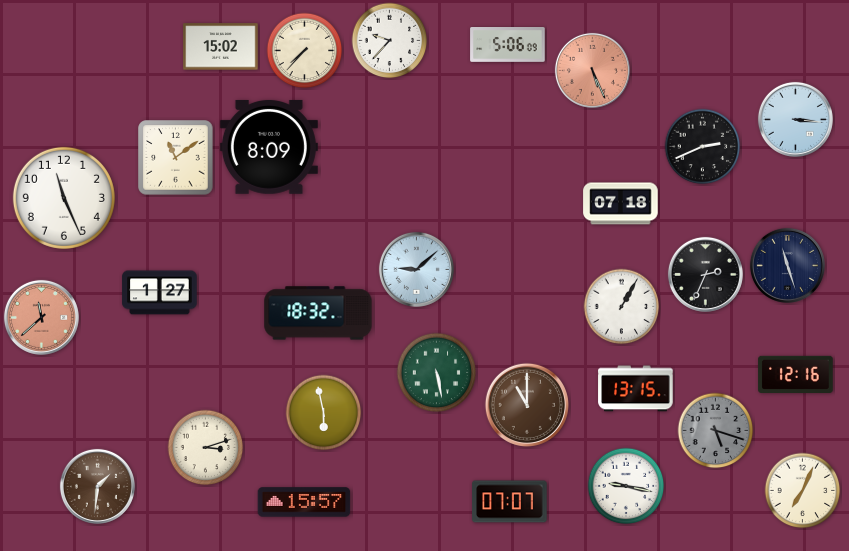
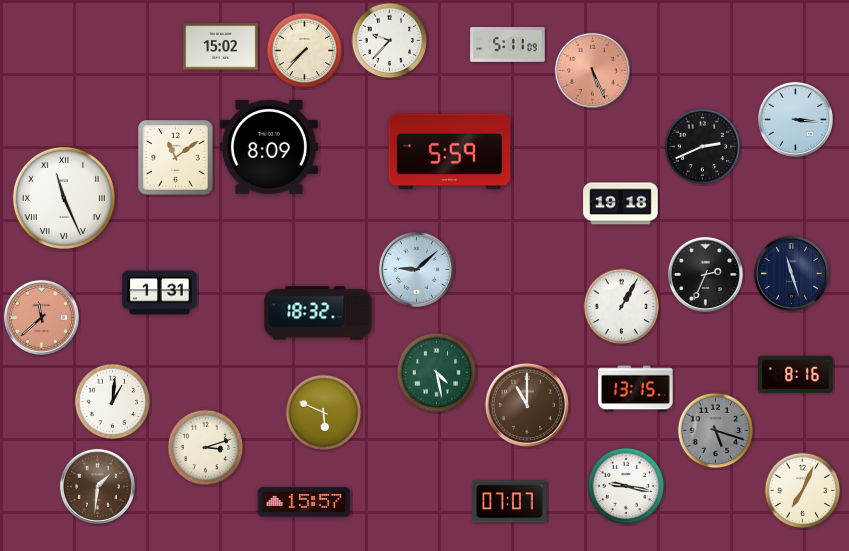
clock at (508, 45): 5:06 -> 5:11
clock at (450, 152): none -> 5:59
clock at (64, 198) numerals: Arabic -> Roman
clock at (621, 204): 07:18 -> 19:18
clock at (787, 265) position: (787, 265) -> (791, 273)
clock at (160, 293): 1:27 -> 1:31
clock at (437, 373): 5:28 -> 4:28
clock at (796, 374): 12:16 -> 8:16
clock at (113, 402): none -> 1:01
clock at (324, 413): 5:58 -> 5:49
